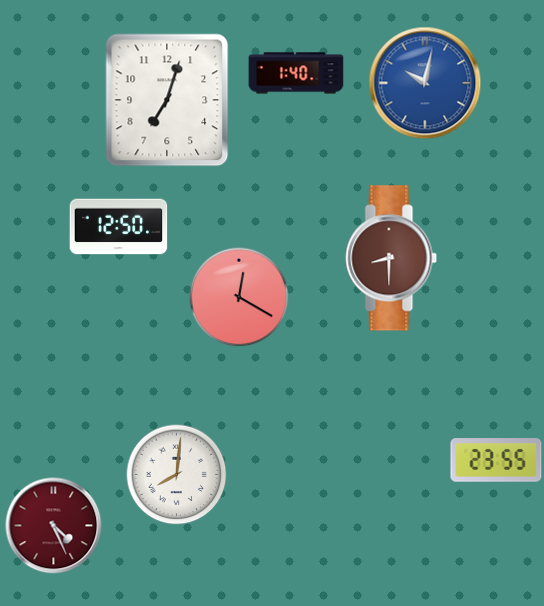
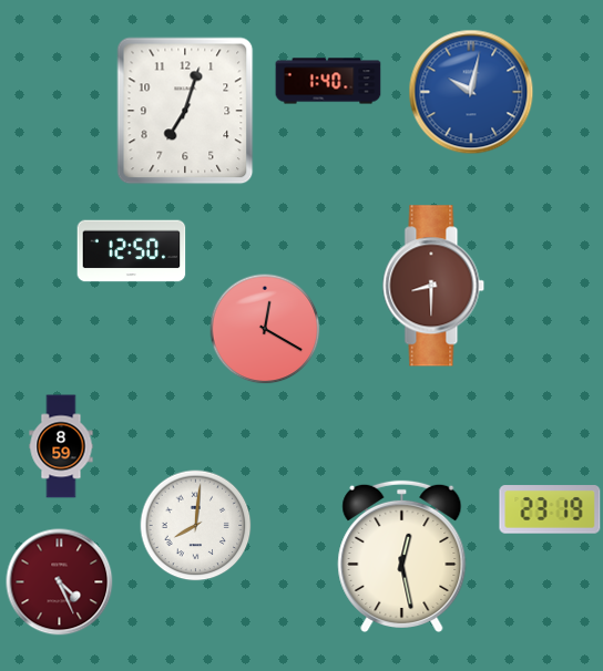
clock at (61, 446): none -> 8:59
clock at (496, 460): 23:55 -> 23:19
clock at (402, 556): none -> 12:28
